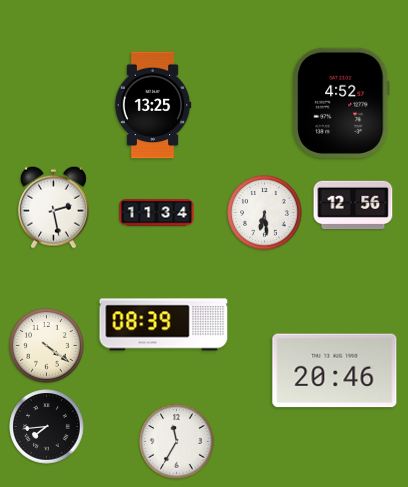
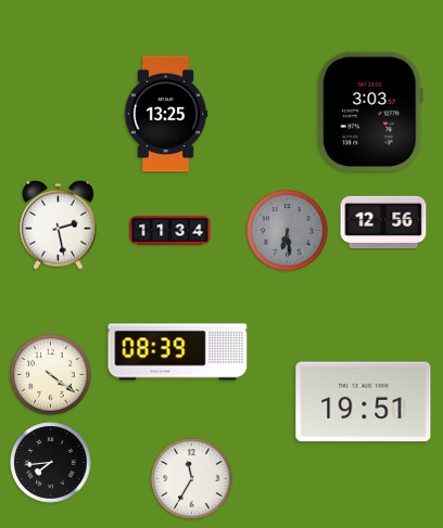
clock at (341, 103): 4:52 -> 3:03
clock at (265, 213) dial: white -> grey
clock at (335, 371): 20:46 -> 19:51
